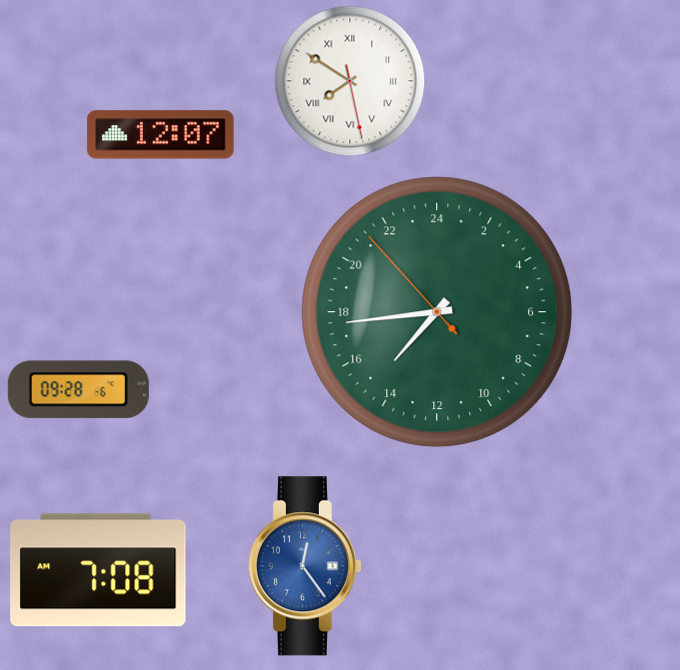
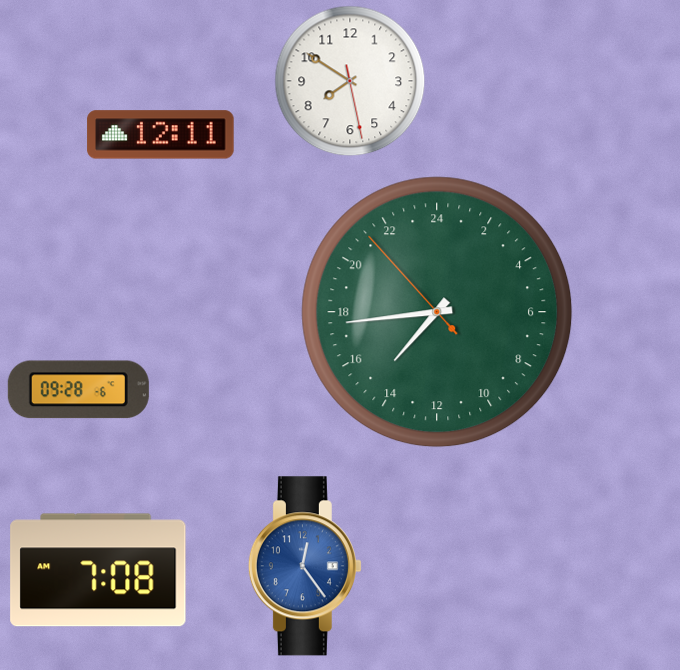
clock at (350, 81) numerals: Roman -> Arabic
clock at (161, 135): 12:07 -> 12:11
